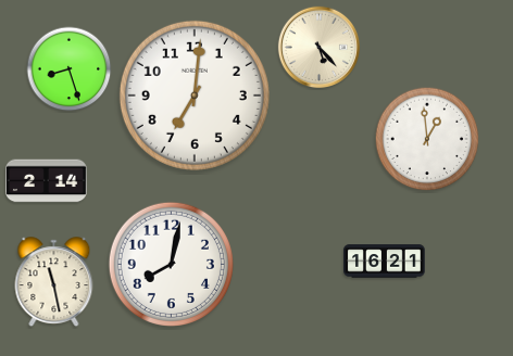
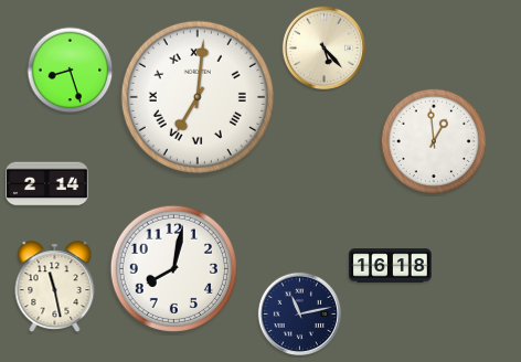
clock at (195, 96) numerals: Arabic -> Roman
clock at (385, 262): 16:21 -> 16:18
clock at (299, 313): none -> 11:13
